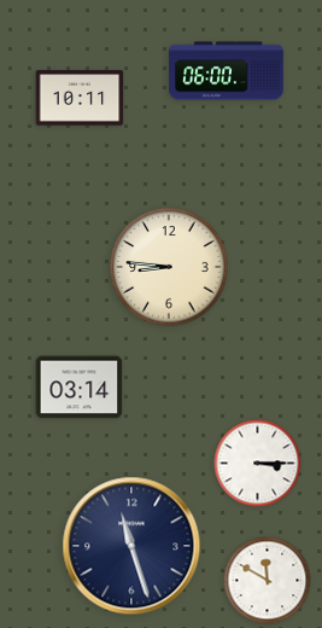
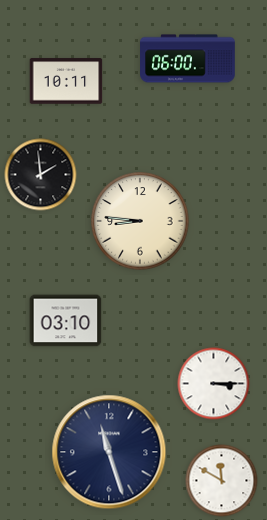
clock at (41, 175): none -> 1:59
clock at (80, 388): 03:14 -> 03:10
